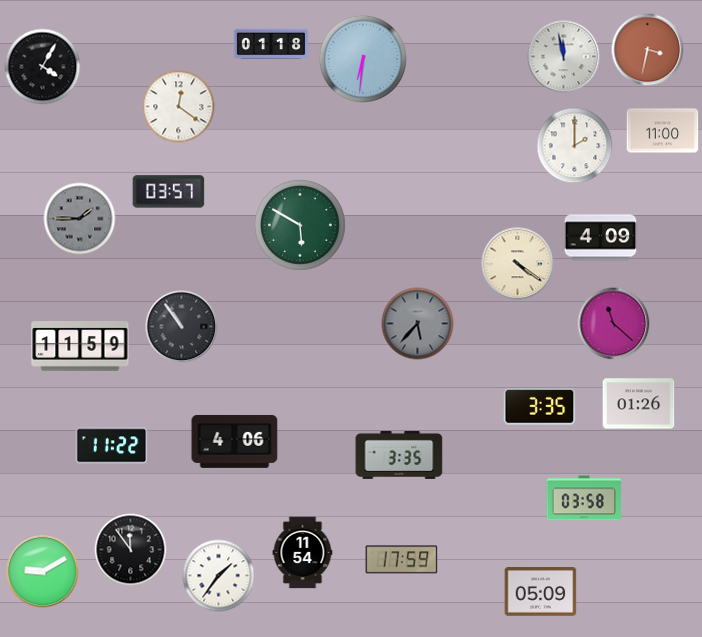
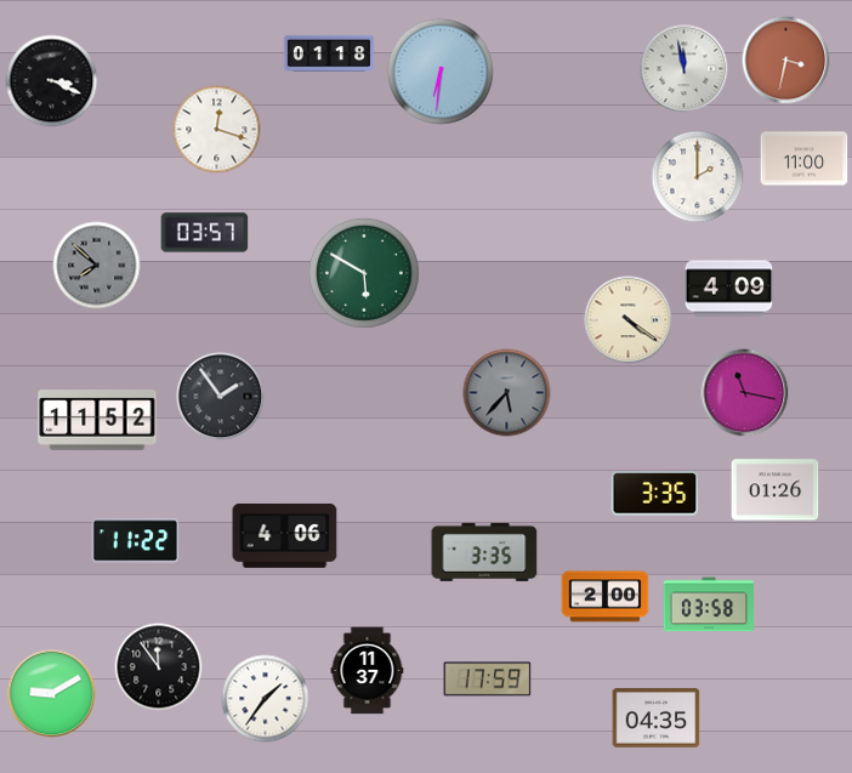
clock at (43, 67): 4:05 -> 3:19
clock at (179, 107): 12:21 -> 12:18
clock at (80, 219): 1:45 -> 7:52
clock at (614, 324): 11:22 -> 11:17
clock at (182, 327): 10:54 -> 1:54
clock at (80, 346): 11:59 -> 11:52
clock at (606, 597): none -> 2:00
clock at (303, 553): 11:54 -> 11:37
clock at (541, 592): 05:09 -> 04:35
